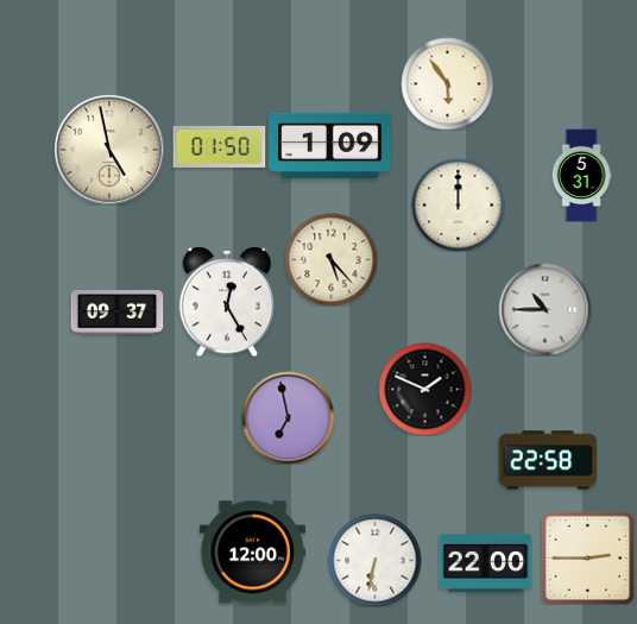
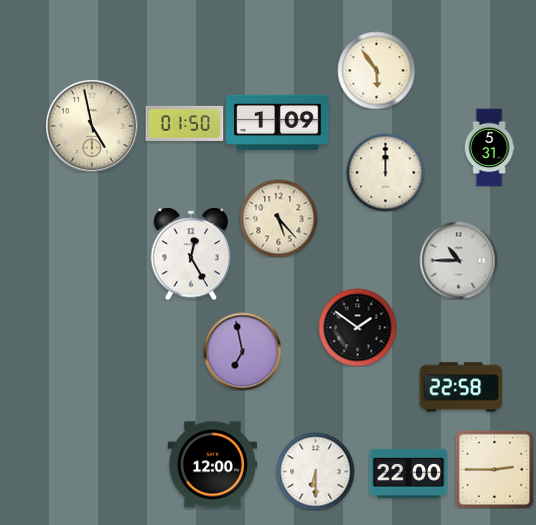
clock at (116, 313): 09:37 -> none
clock at (424, 389): 1:49 -> 1:51
clock at (374, 560): 6:32 -> 6:30
